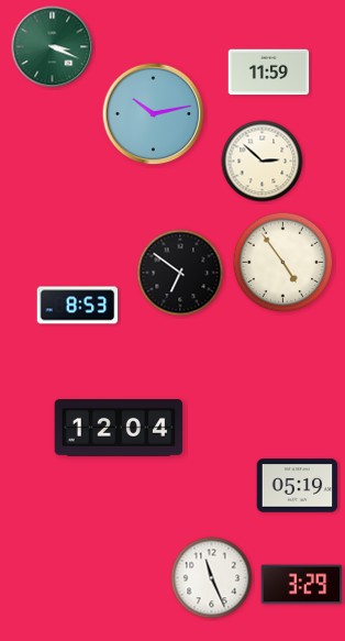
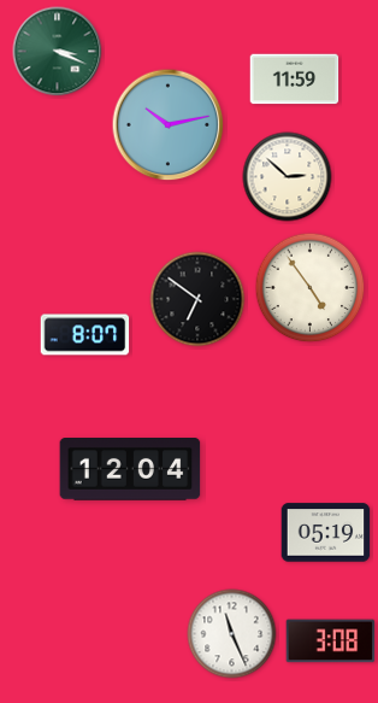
clock at (78, 306): 8:53 -> 8:07
clock at (302, 585): 3:29 -> 3:08
